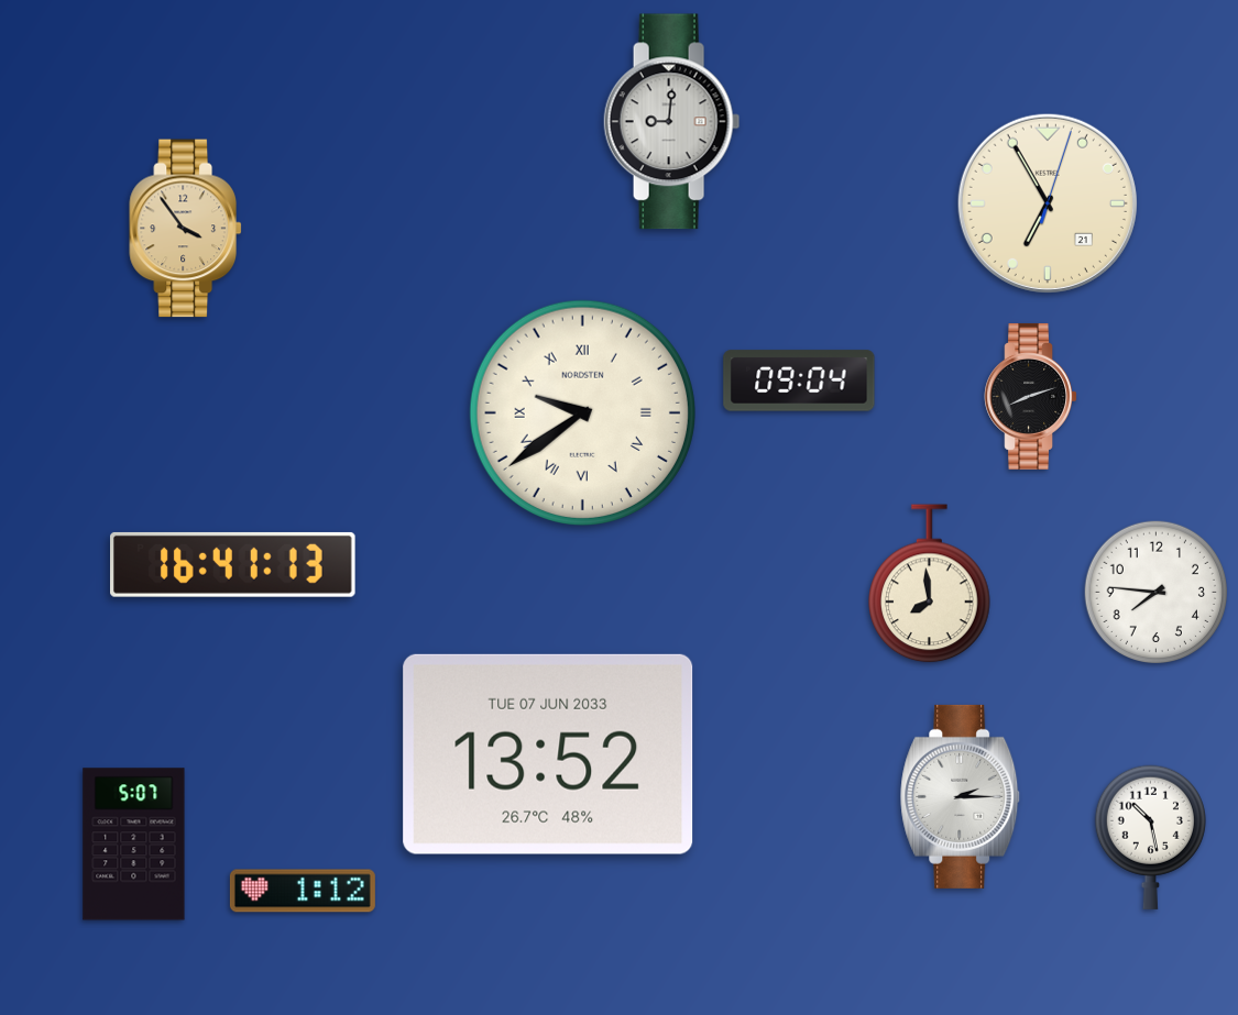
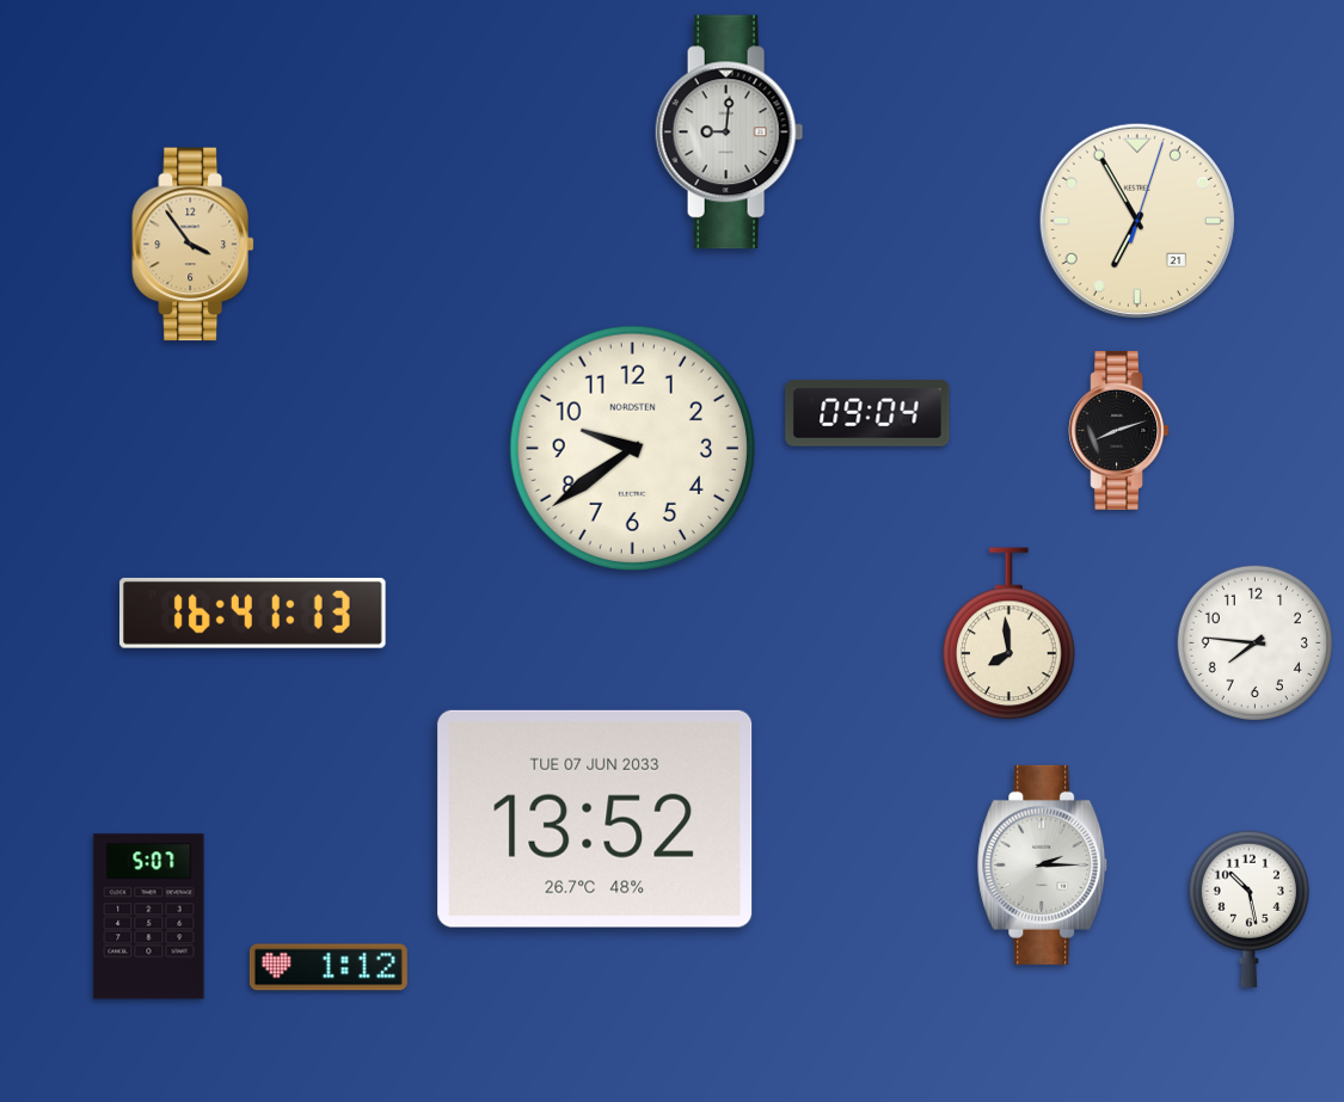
clock at (186, 229) position: (186, 229) -> (194, 245)
clock at (582, 412) numerals: Roman -> Arabic
clock at (134, 845) position: (134, 845) -> (149, 917)
